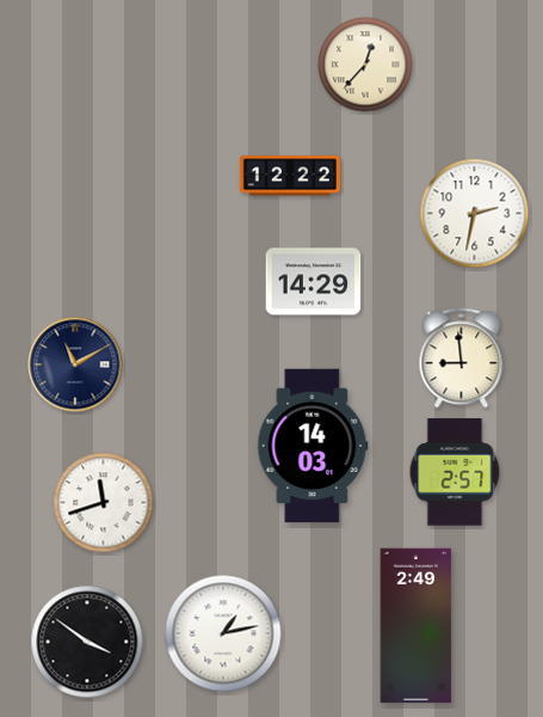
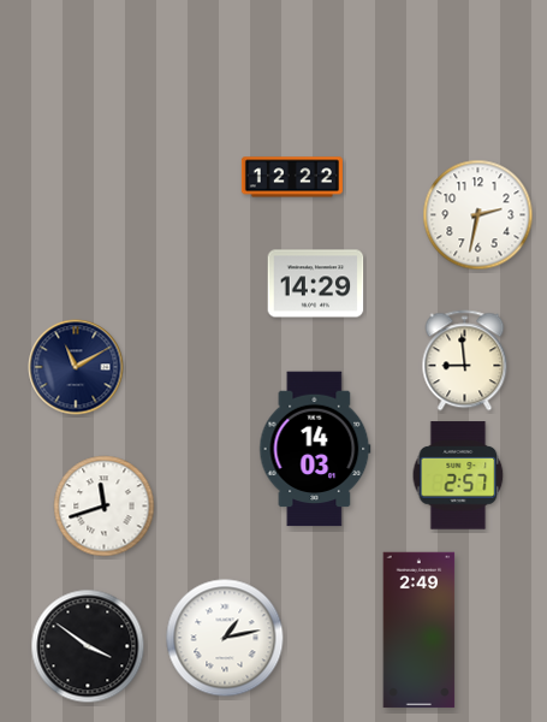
clock at (365, 65): 12:37 -> none
